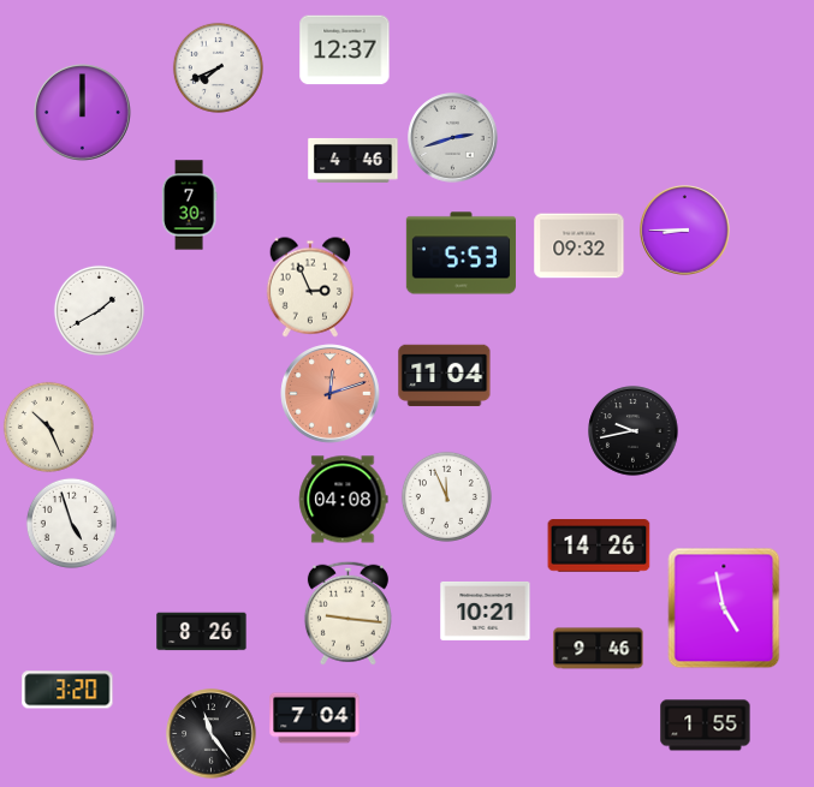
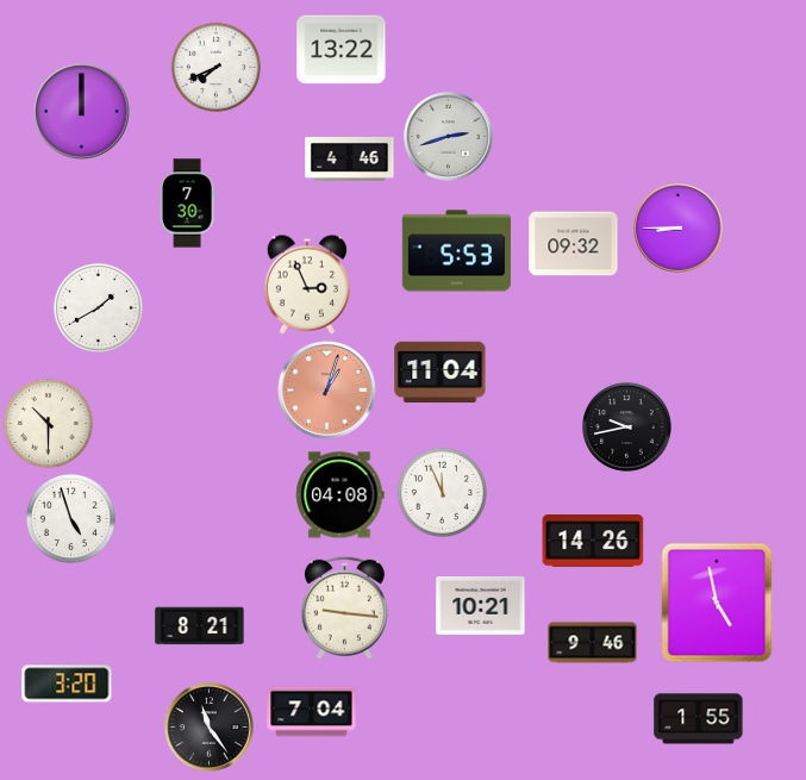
clock at (345, 50): 12:37 -> 13:22
clock at (331, 394): 12:12 -> 1:03
clock at (48, 427): 10:26 -> 10:30
clock at (202, 632): 8:26 -> 8:21
